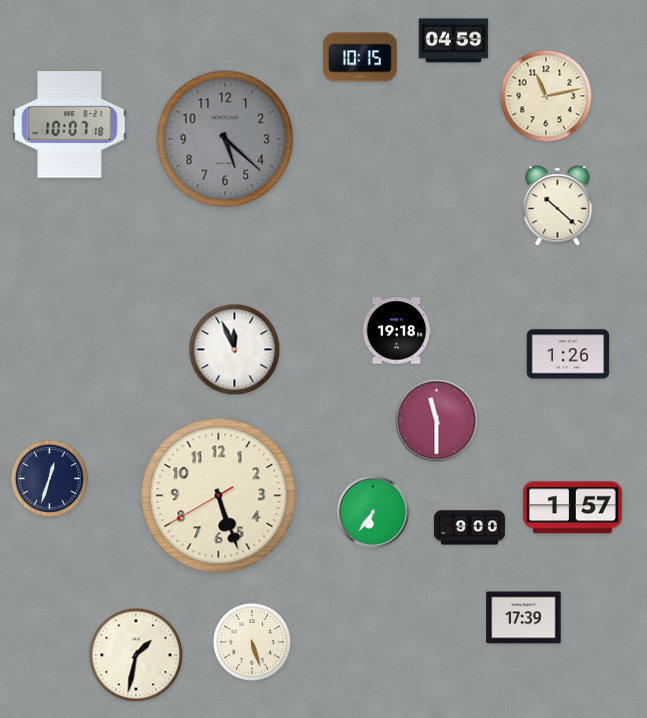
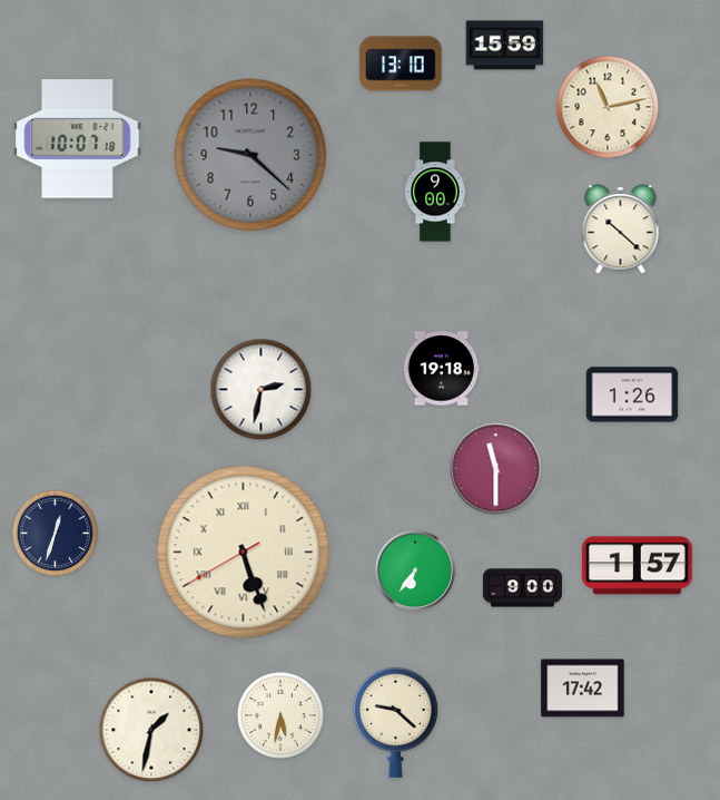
clock at (454, 41): 04:59 -> 15:59
clock at (360, 57): 10:15 -> 13:10
clock at (225, 139): 5:22 -> 9:22
clock at (435, 192): none -> 9:00
clock at (235, 350): 11:56 -> 2:32
clock at (437, 421) position: (437, 421) -> (496, 469)
clock at (219, 496) numerals: Arabic -> Roman
clock at (524, 618): 17:39 -> 17:42
clock at (252, 642): 5:27 -> 5:32
clock at (395, 722): none -> 9:22
